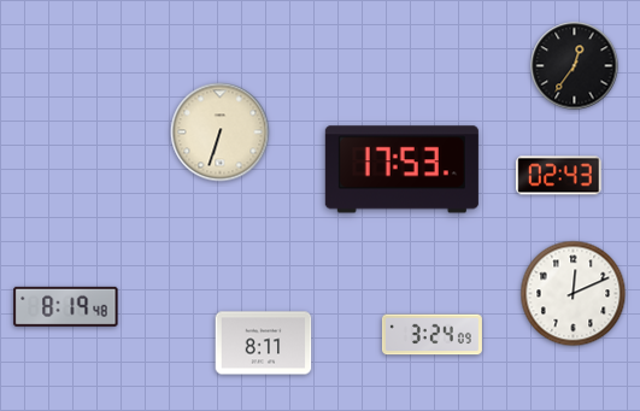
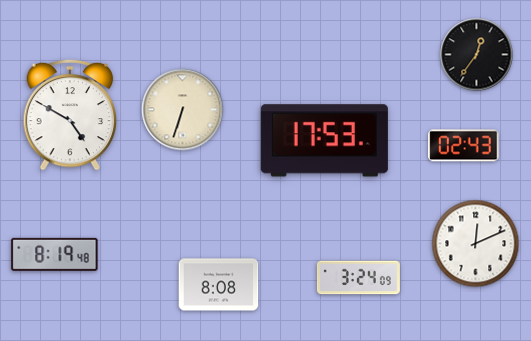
clock at (70, 115): none -> 4:50
clock at (401, 170) position: (401, 170) -> (324, 141)
clock at (264, 344): 8:11 -> 8:08
